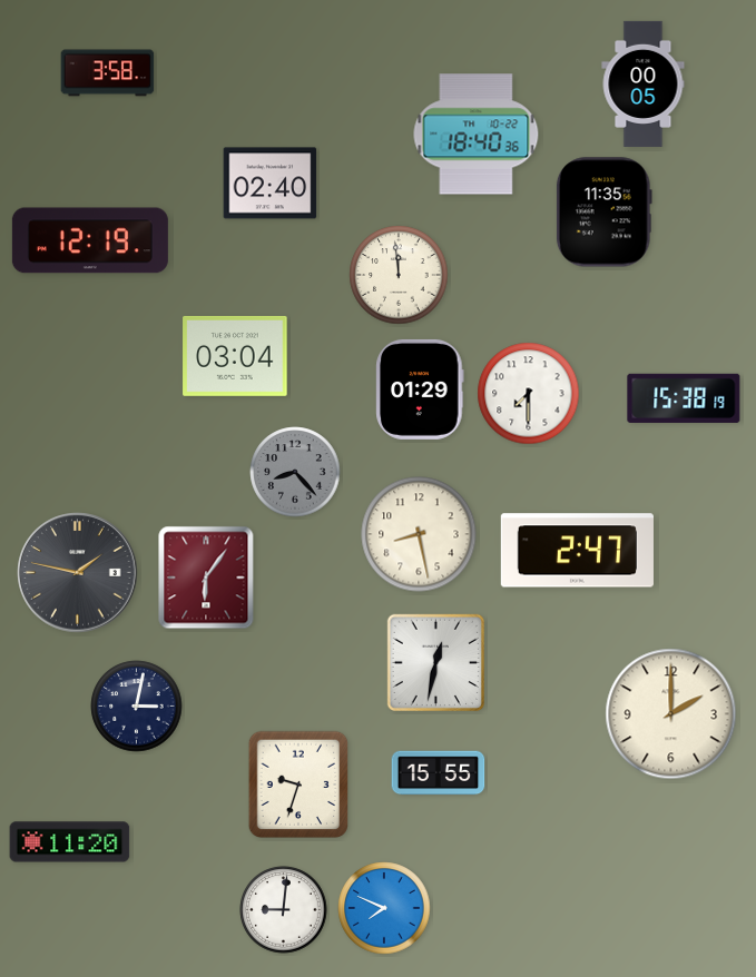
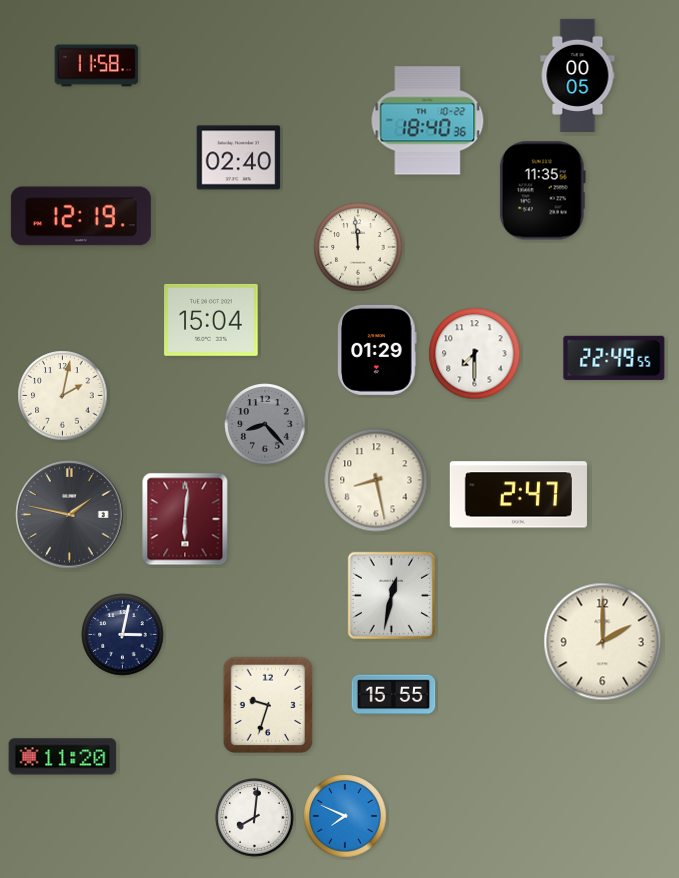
clock at (108, 73): 3:58 -> 11:58
clock at (271, 184) position: (271, 184) -> (239, 158)
clock at (235, 356): 03:04 -> 15:04
clock at (684, 398): 15:38 -> 22:49
clock at (63, 396): none -> 2:02
clock at (206, 578): 6:06 -> 6:01
clock at (284, 910): 9:01 -> 8:01
